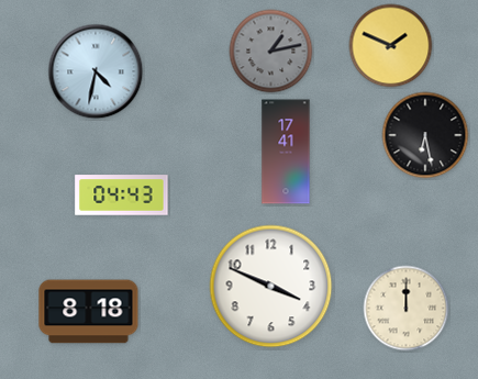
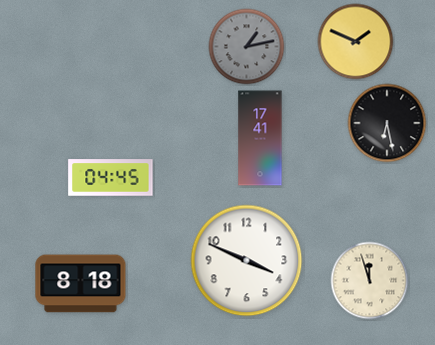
clock at (96, 71): 4:32 -> none
clock at (122, 196): 04:43 -> 04:45
clock at (407, 309): 12:00 -> 11:57
